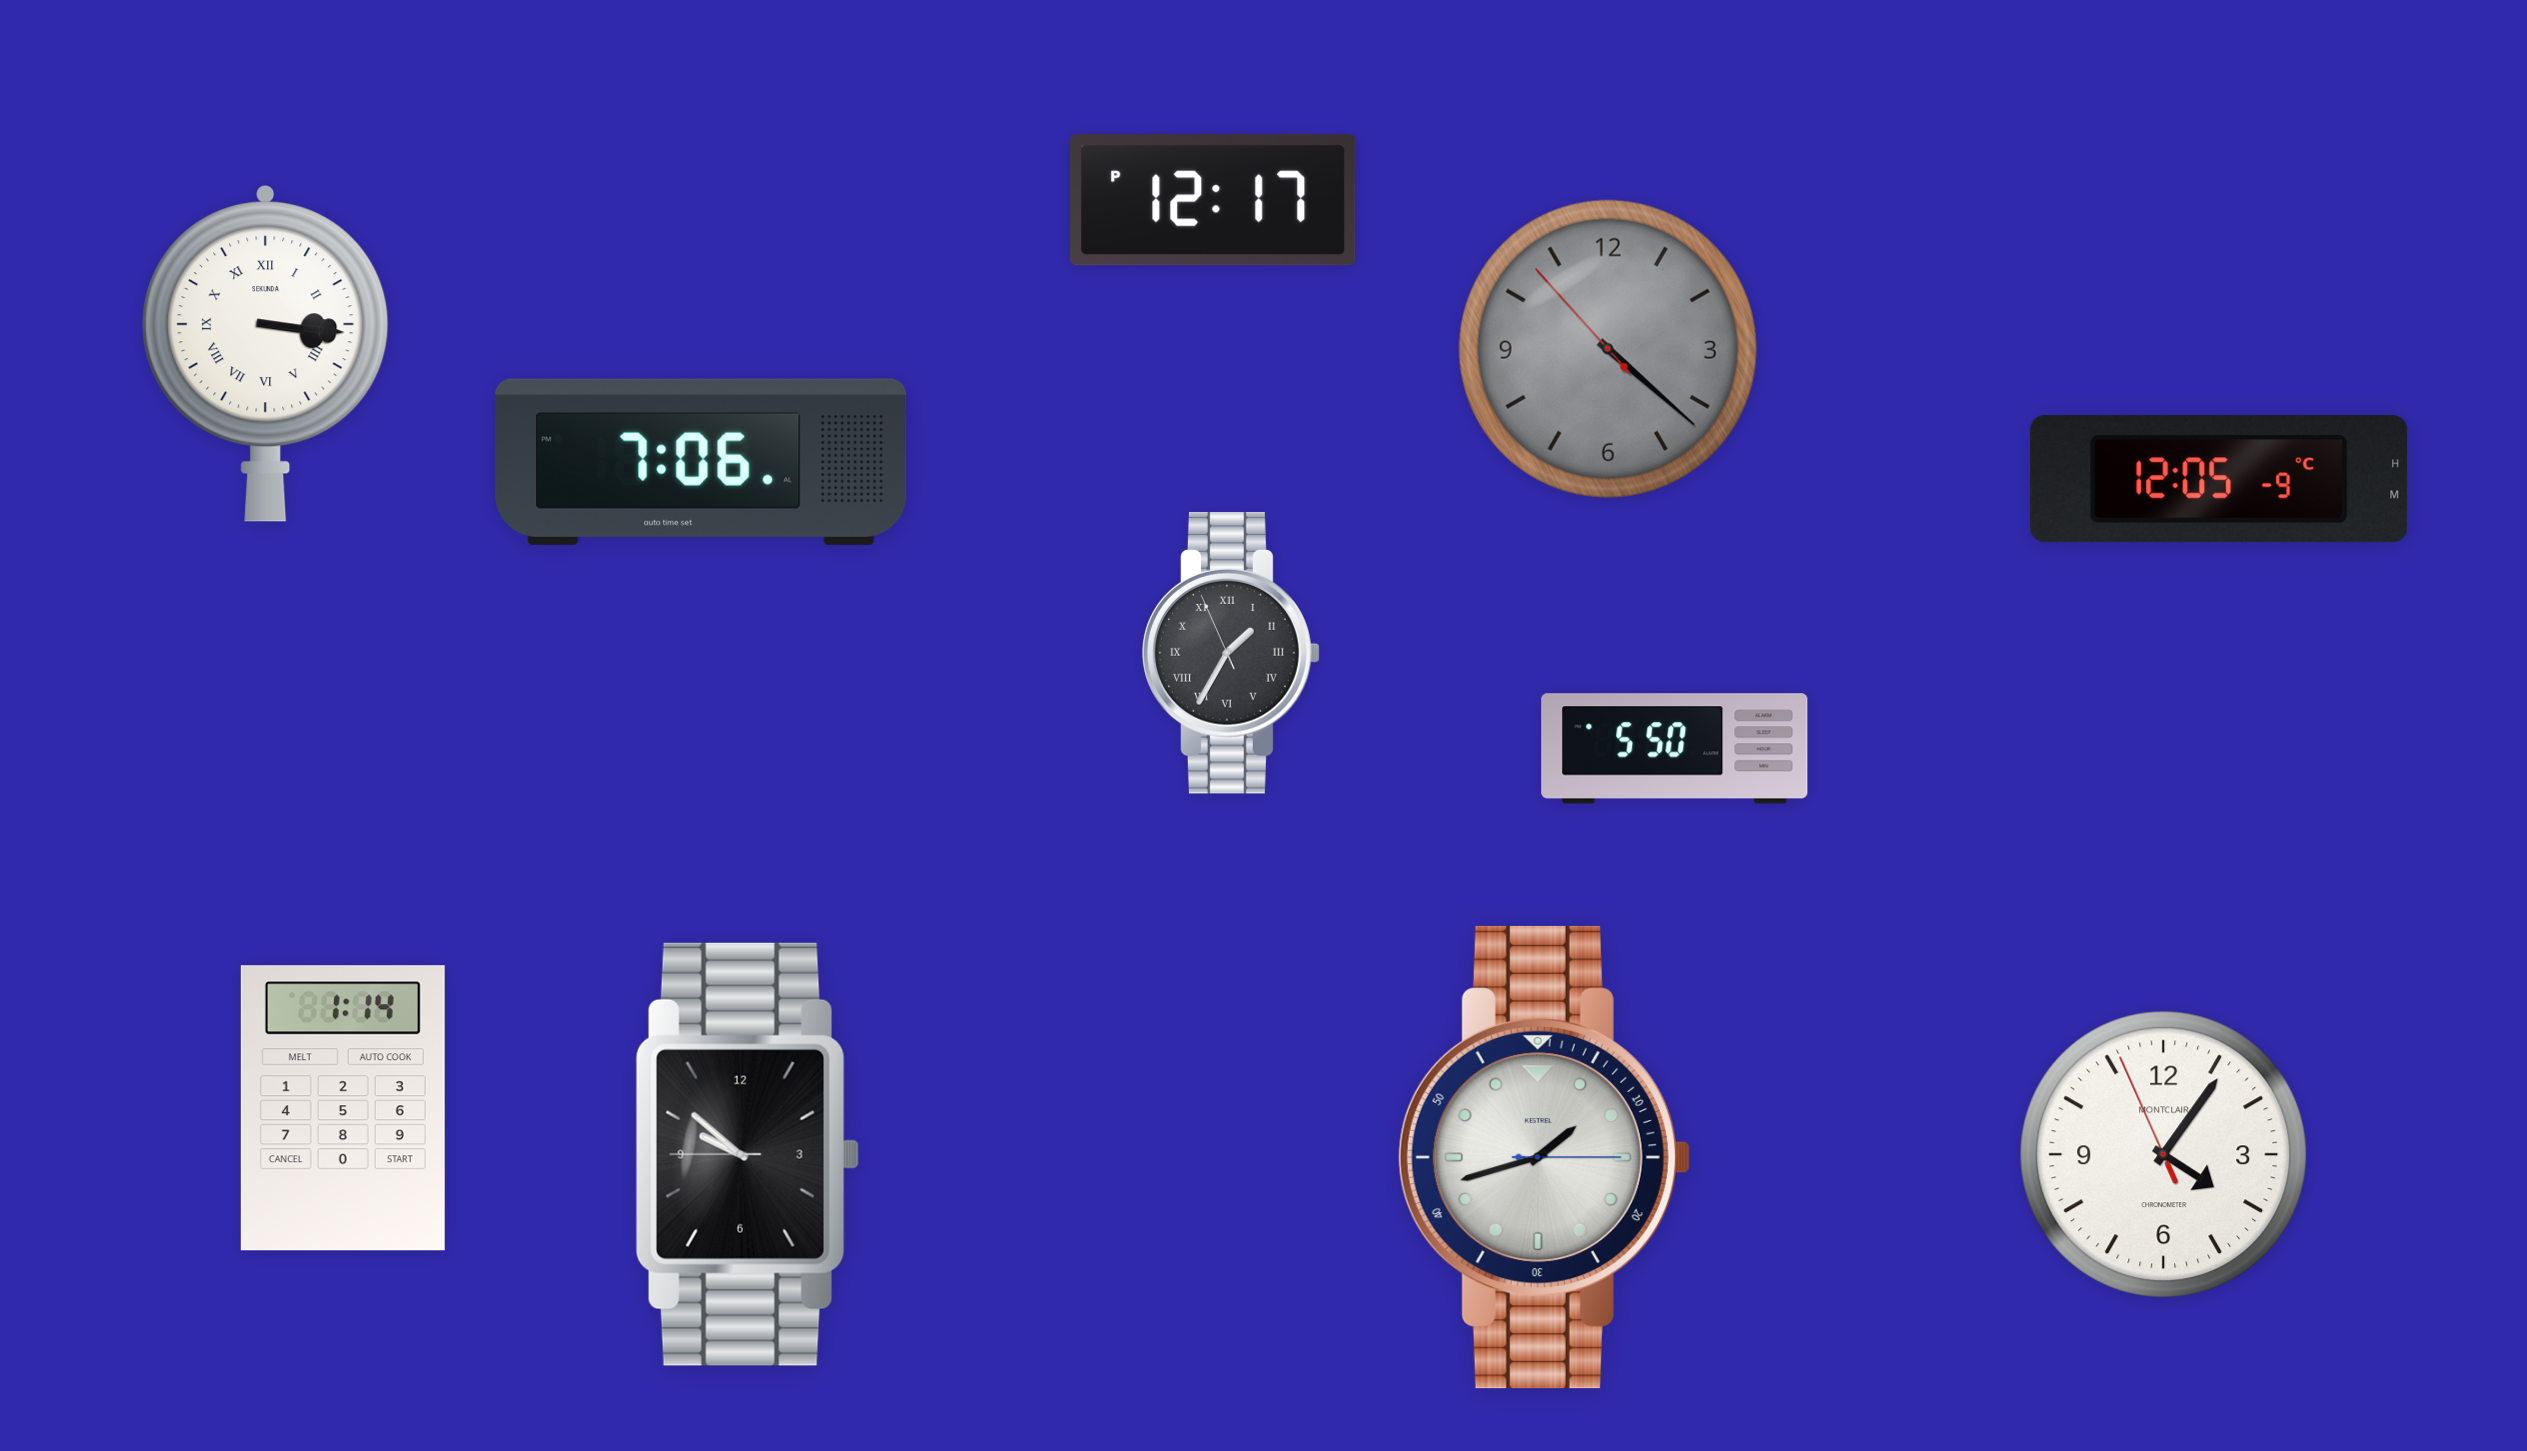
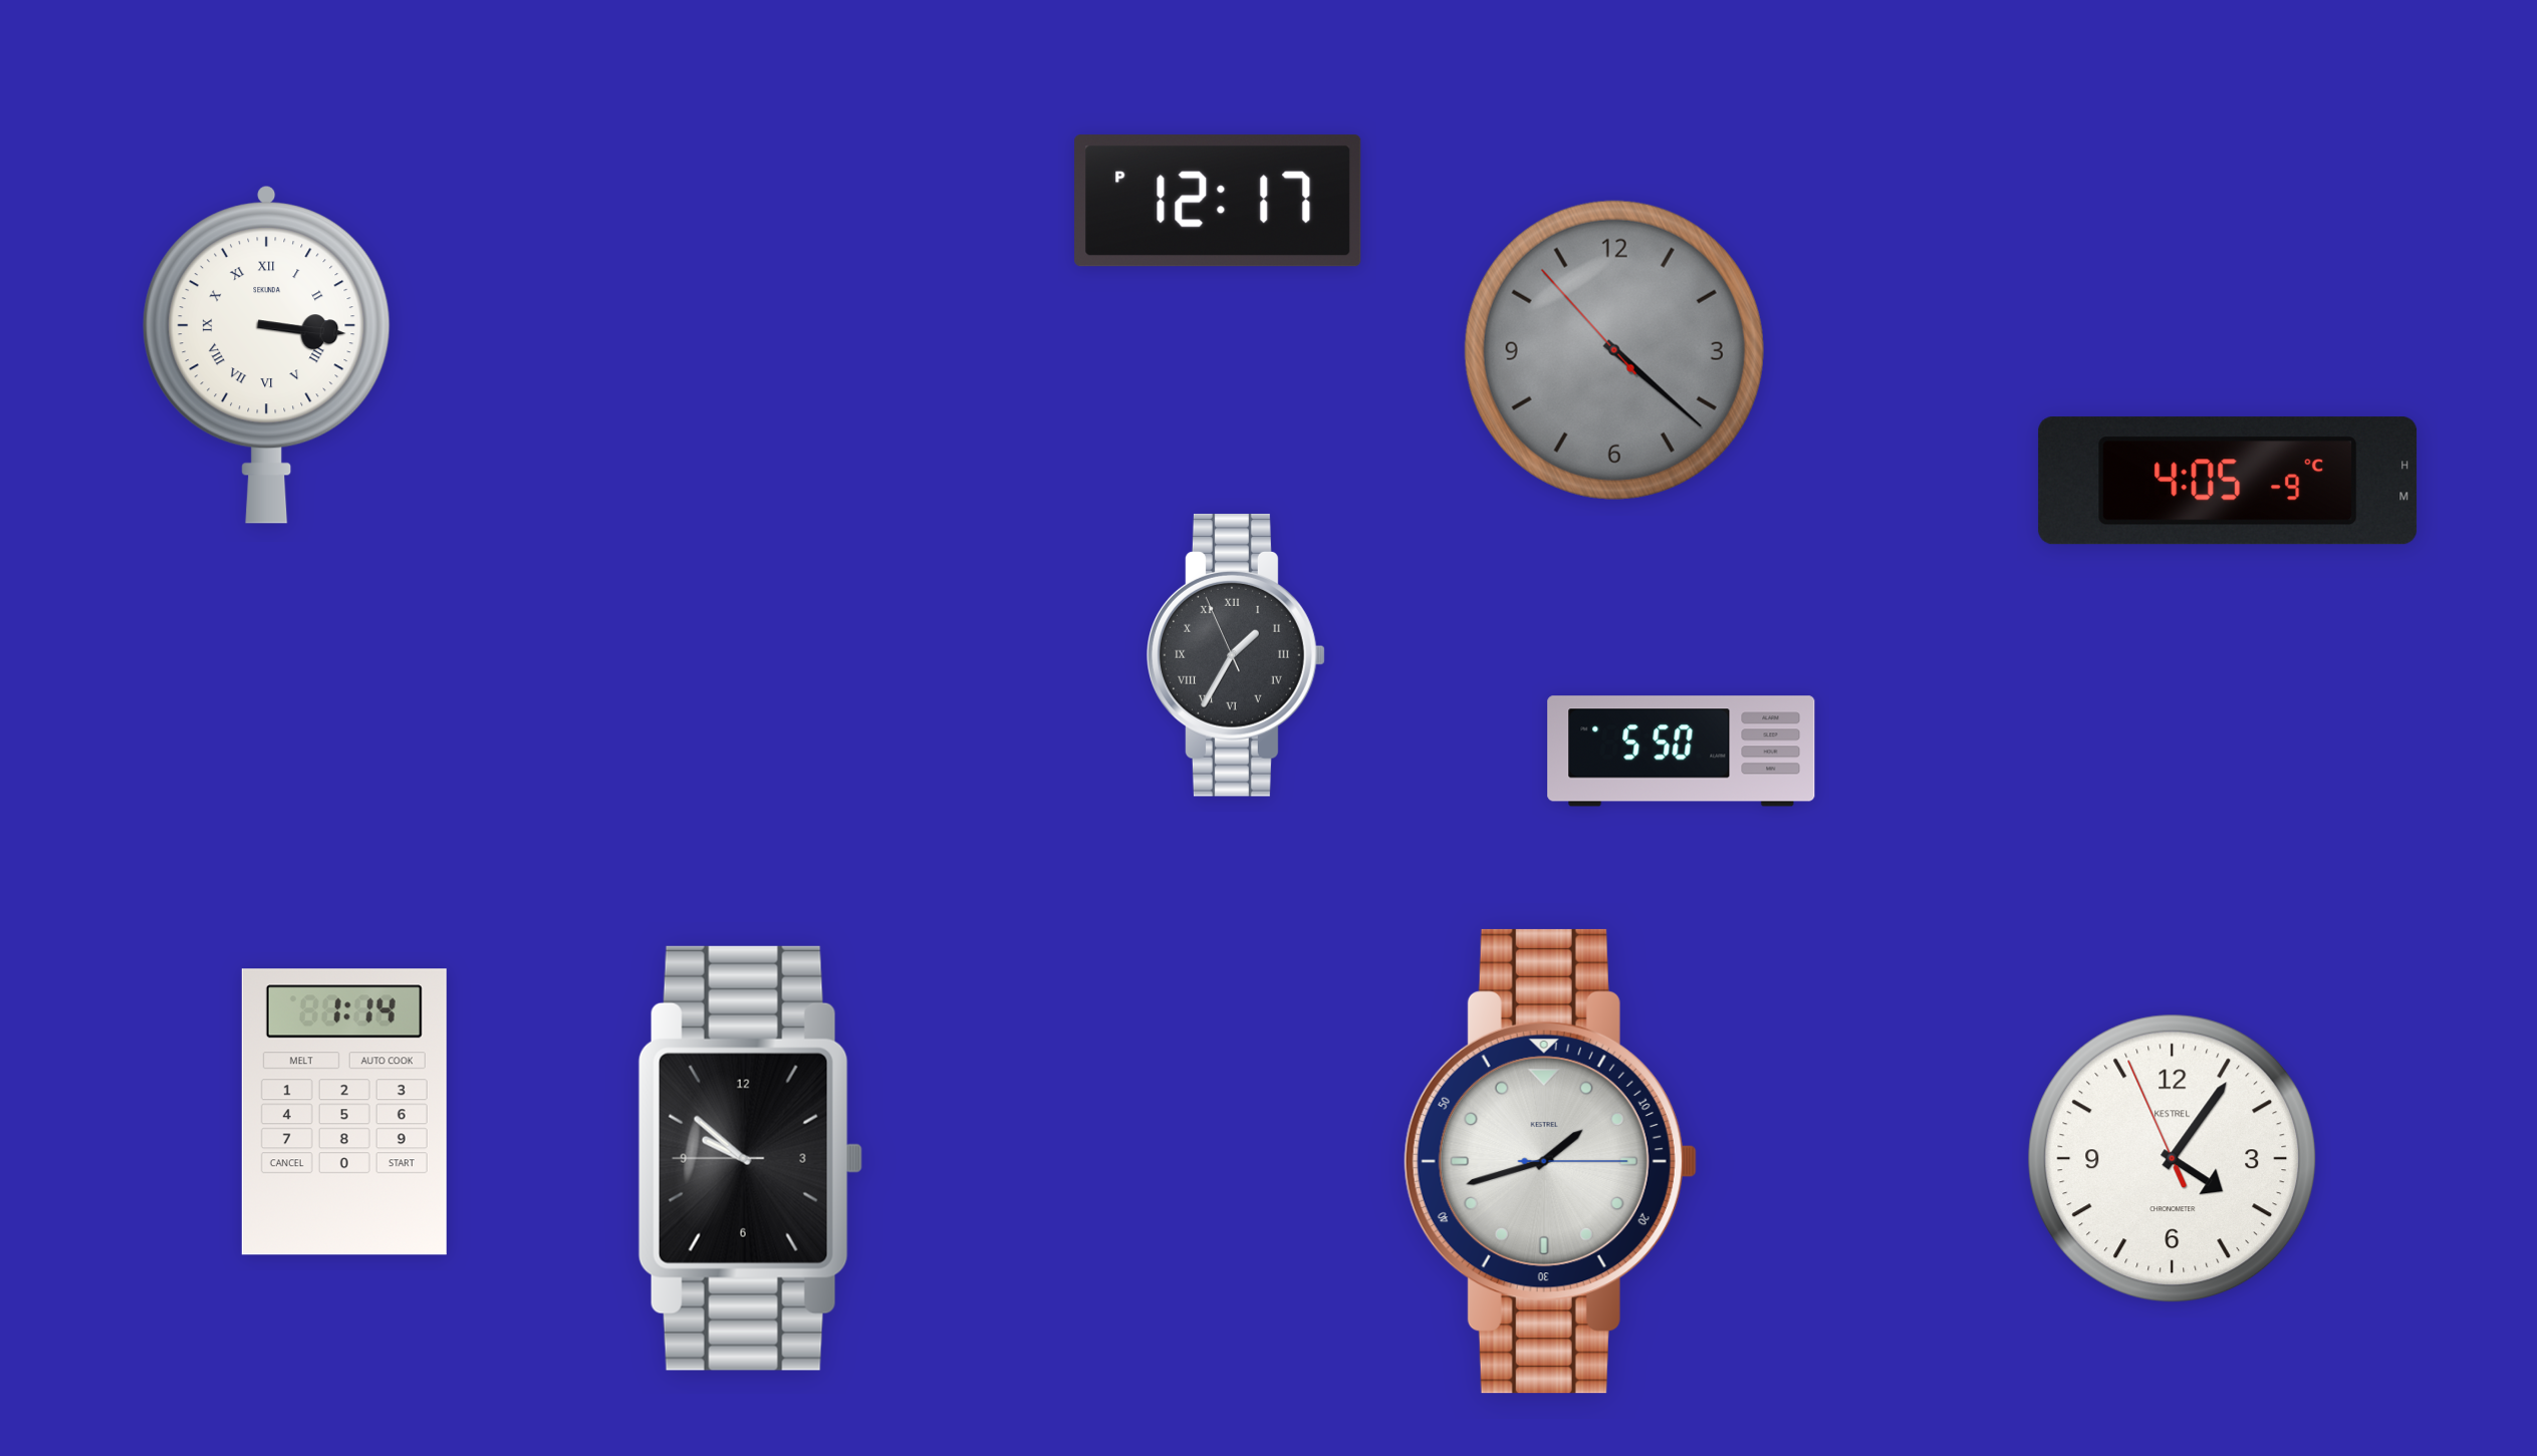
clock at (701, 462): 7:06 -> none
clock at (2219, 479): 12:05 -> 4:05
clock at (2164, 1155) brand: MONTCLAIR -> KESTREL
